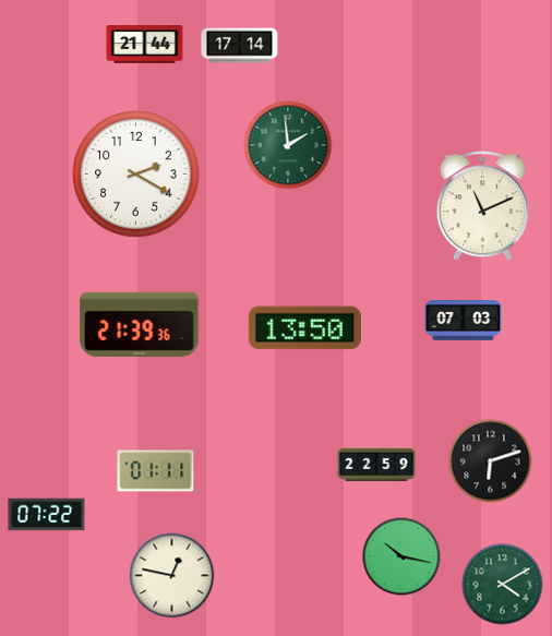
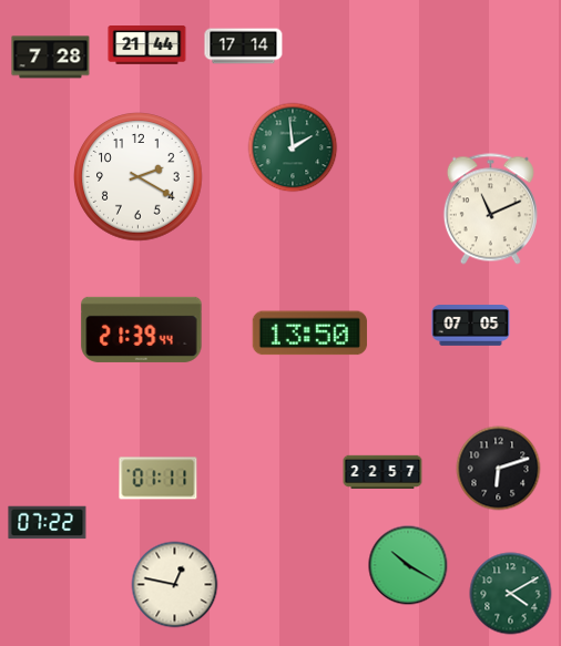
clock at (51, 58): none -> 7:28
clock at (464, 321): 07:03 -> 07:05
clock at (140, 324): 21:39:36 -> 21:39:44
clock at (376, 465): 22:59 -> 22:57
clock at (401, 556): 10:17 -> 10:20
